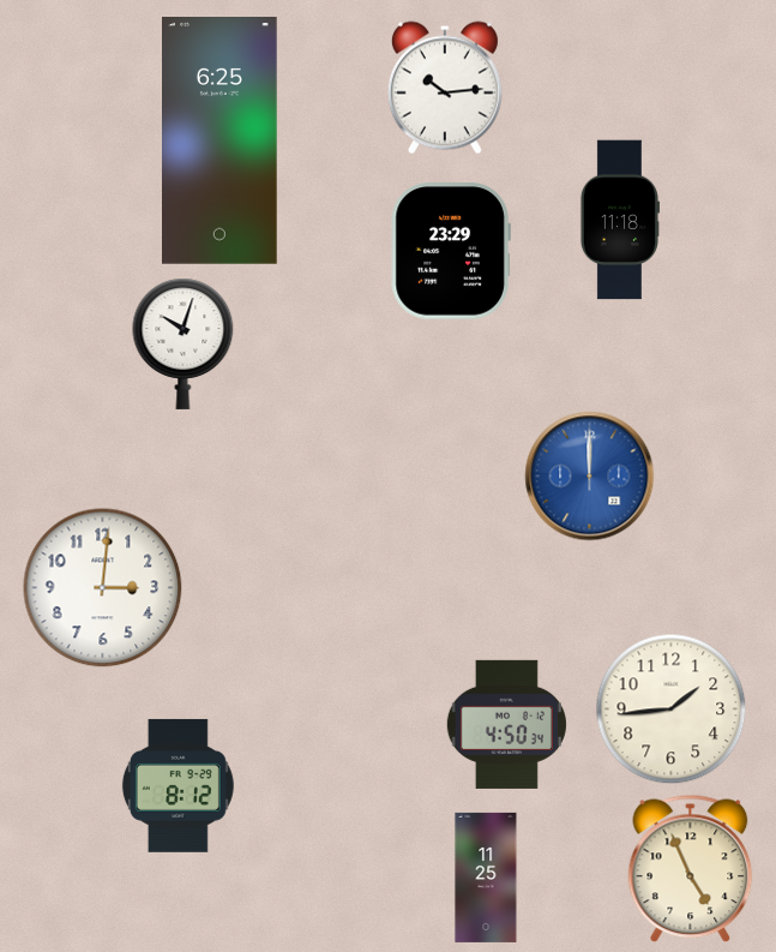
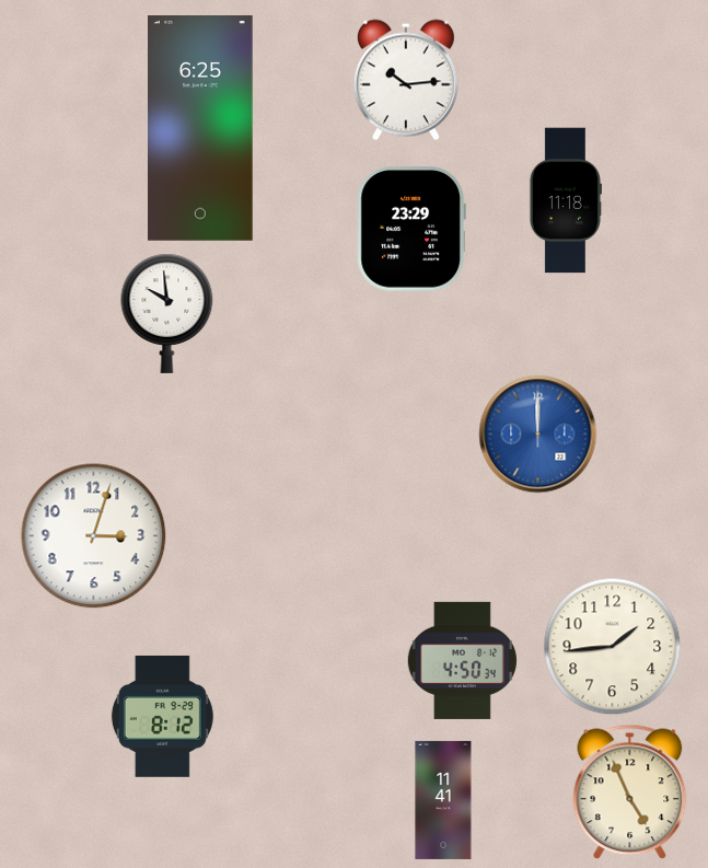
clock at (184, 343): 10:03 -> 9:59
clock at (103, 588): 3:01 -> 3:03
clock at (486, 878): 11:25 -> 11:41
